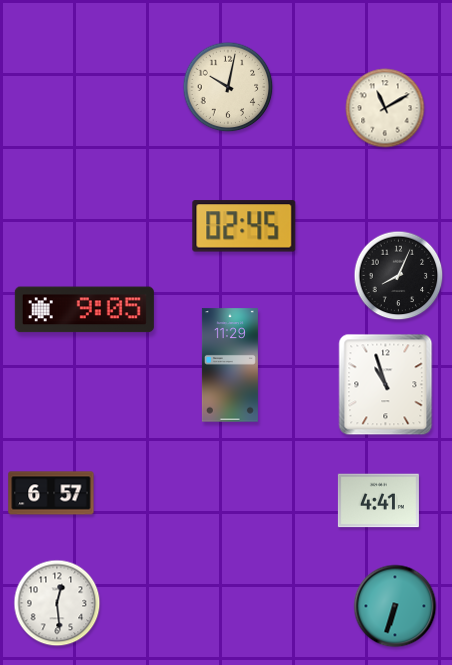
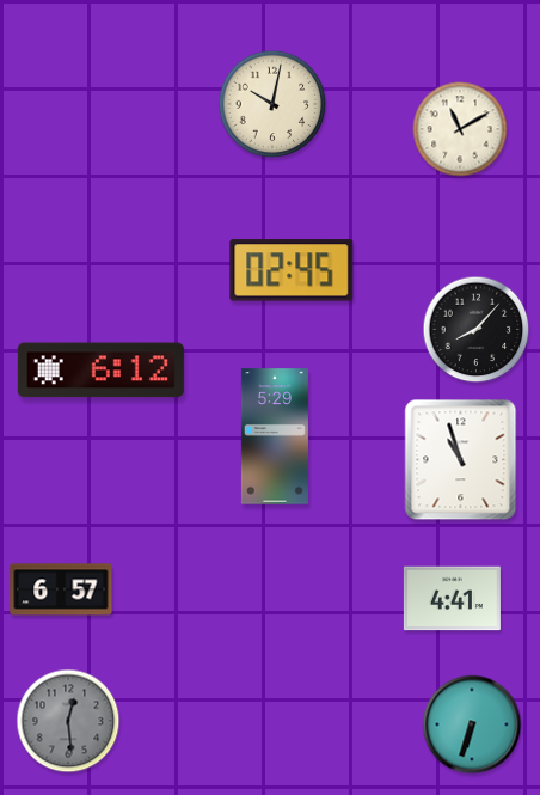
clock at (399, 276): 8:04 -> 8:07
clock at (84, 310): 9:05 -> 6:12
clock at (230, 365): 11:29 -> 5:29
clock at (57, 603) dial: white -> grey
